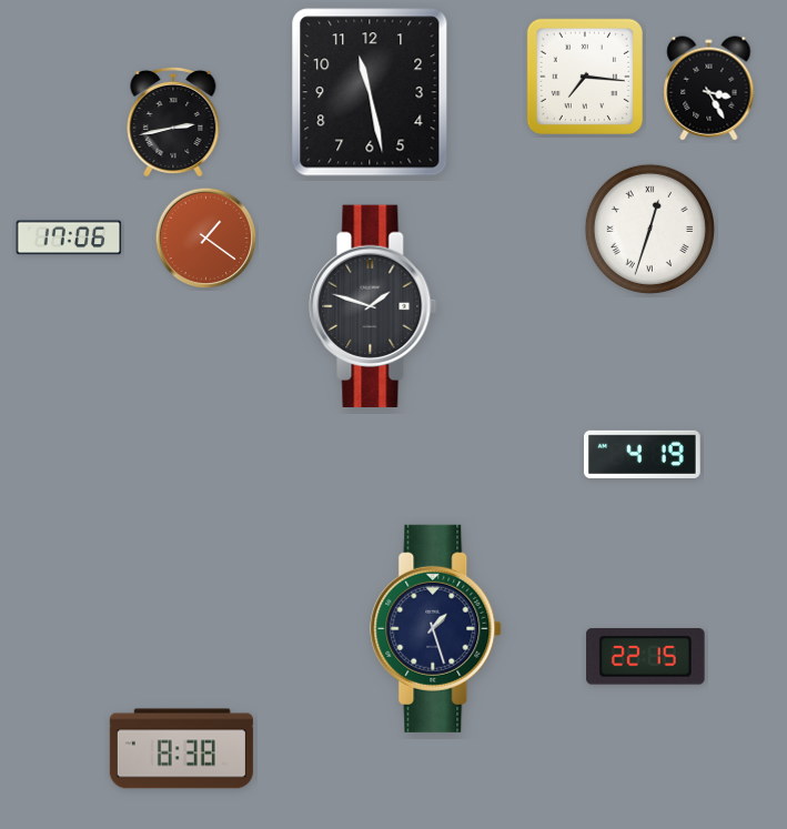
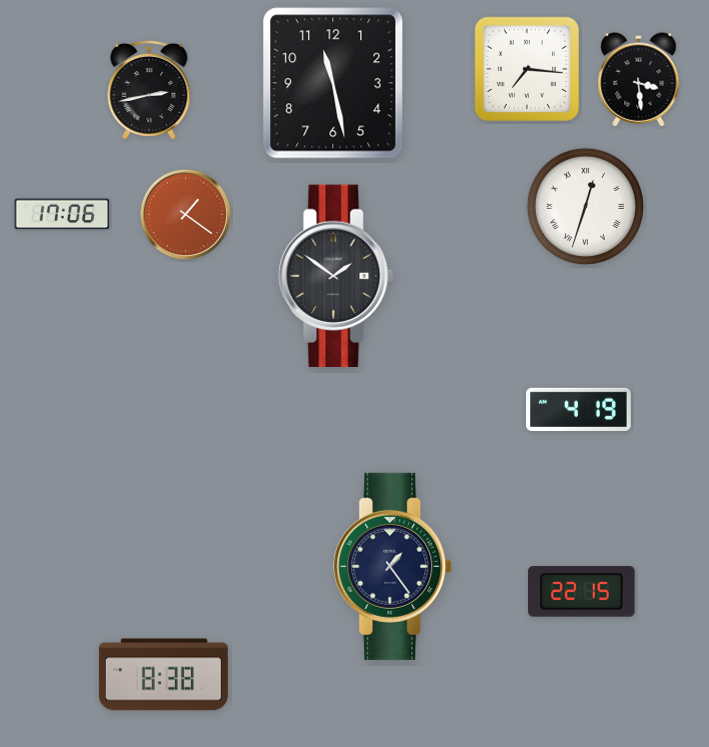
clock at (709, 89): 3:25 -> 3:29
clock at (173, 122) position: (173, 122) -> (149, 90)
clock at (373, 305): 1:48 -> 1:51
clock at (436, 628): 1:27 -> 1:24
